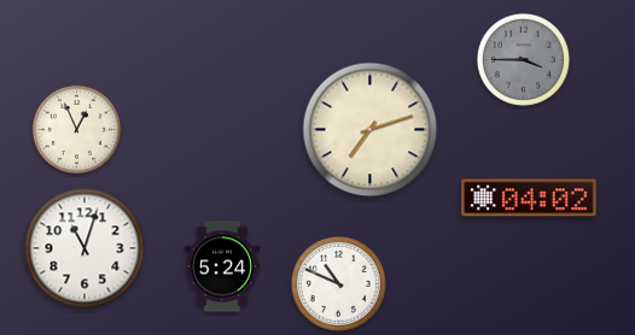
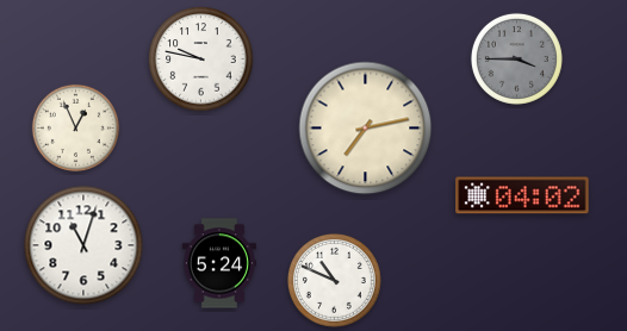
clock at (201, 60): none -> 9:47
clock at (371, 130): 7:12 -> 7:13
